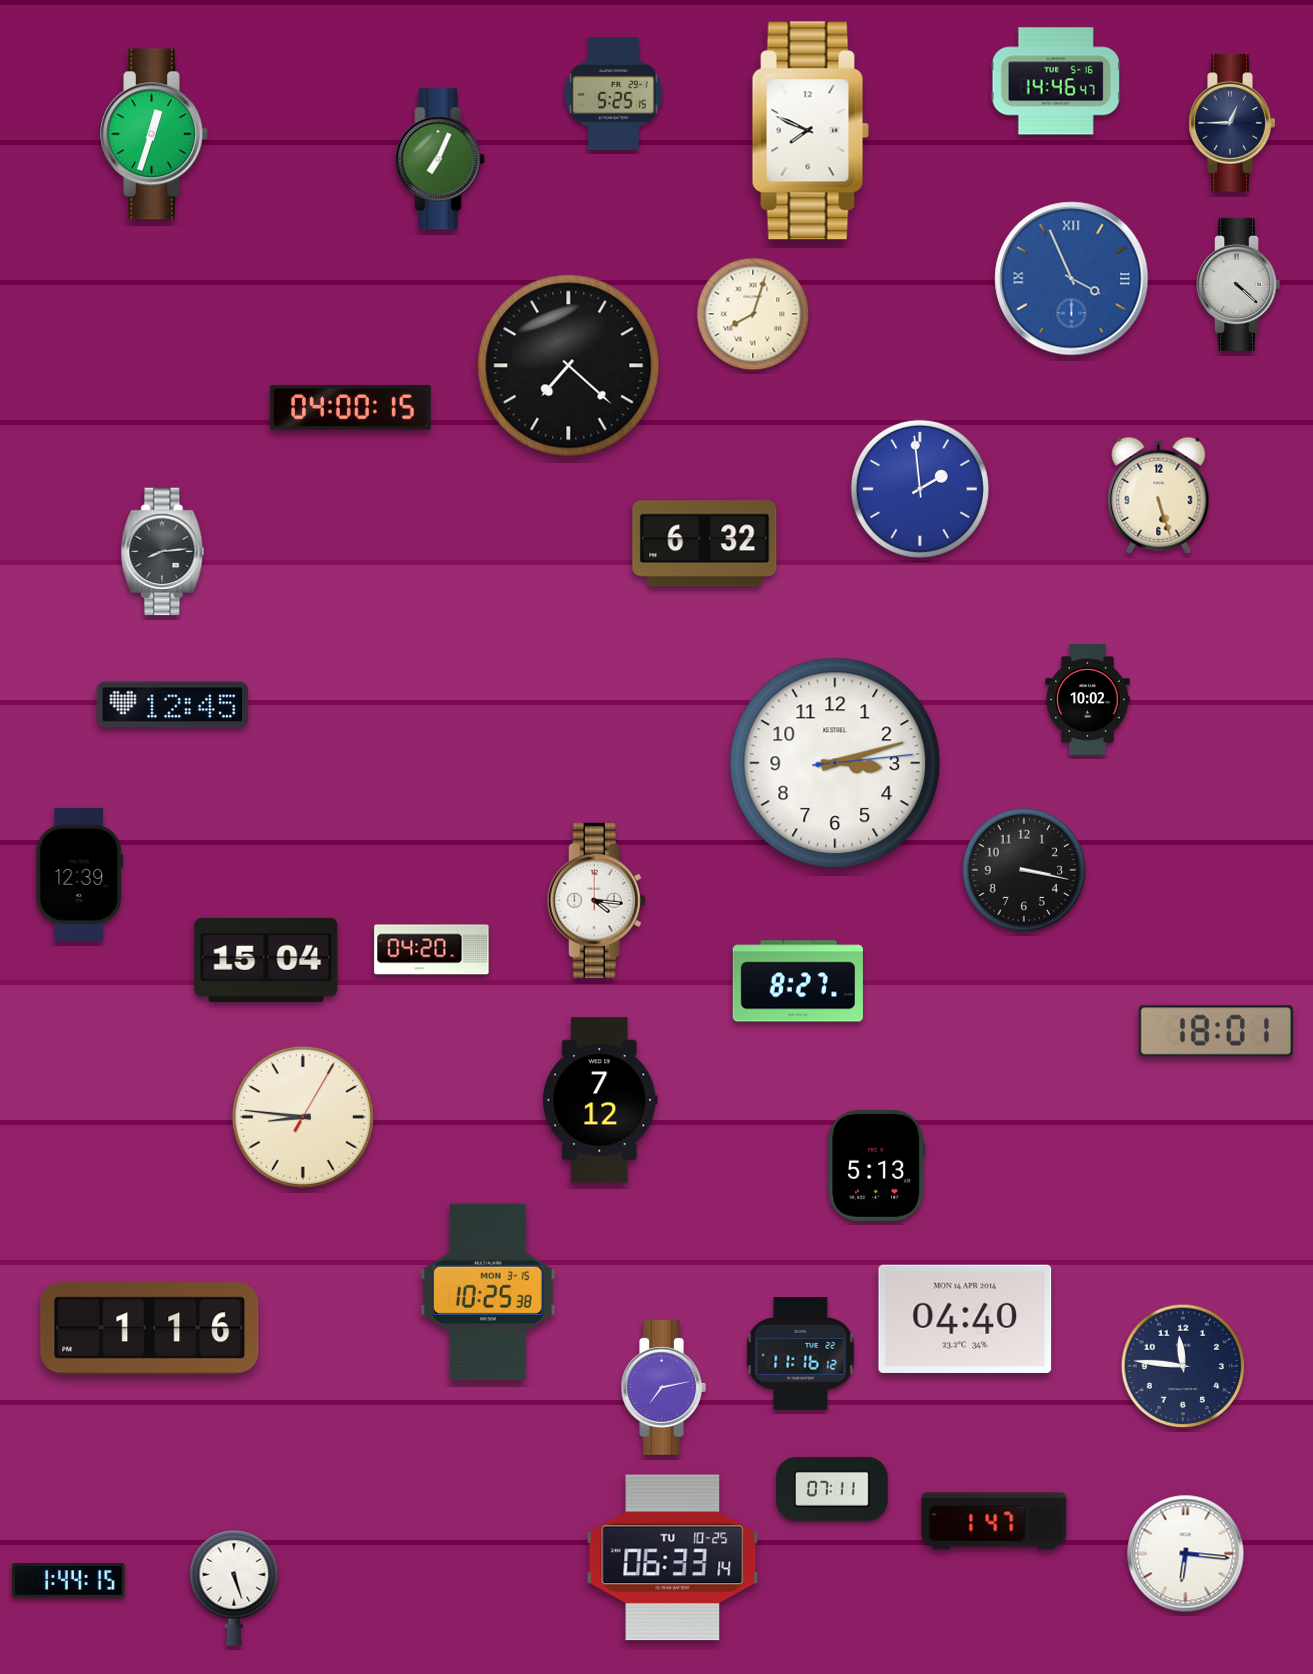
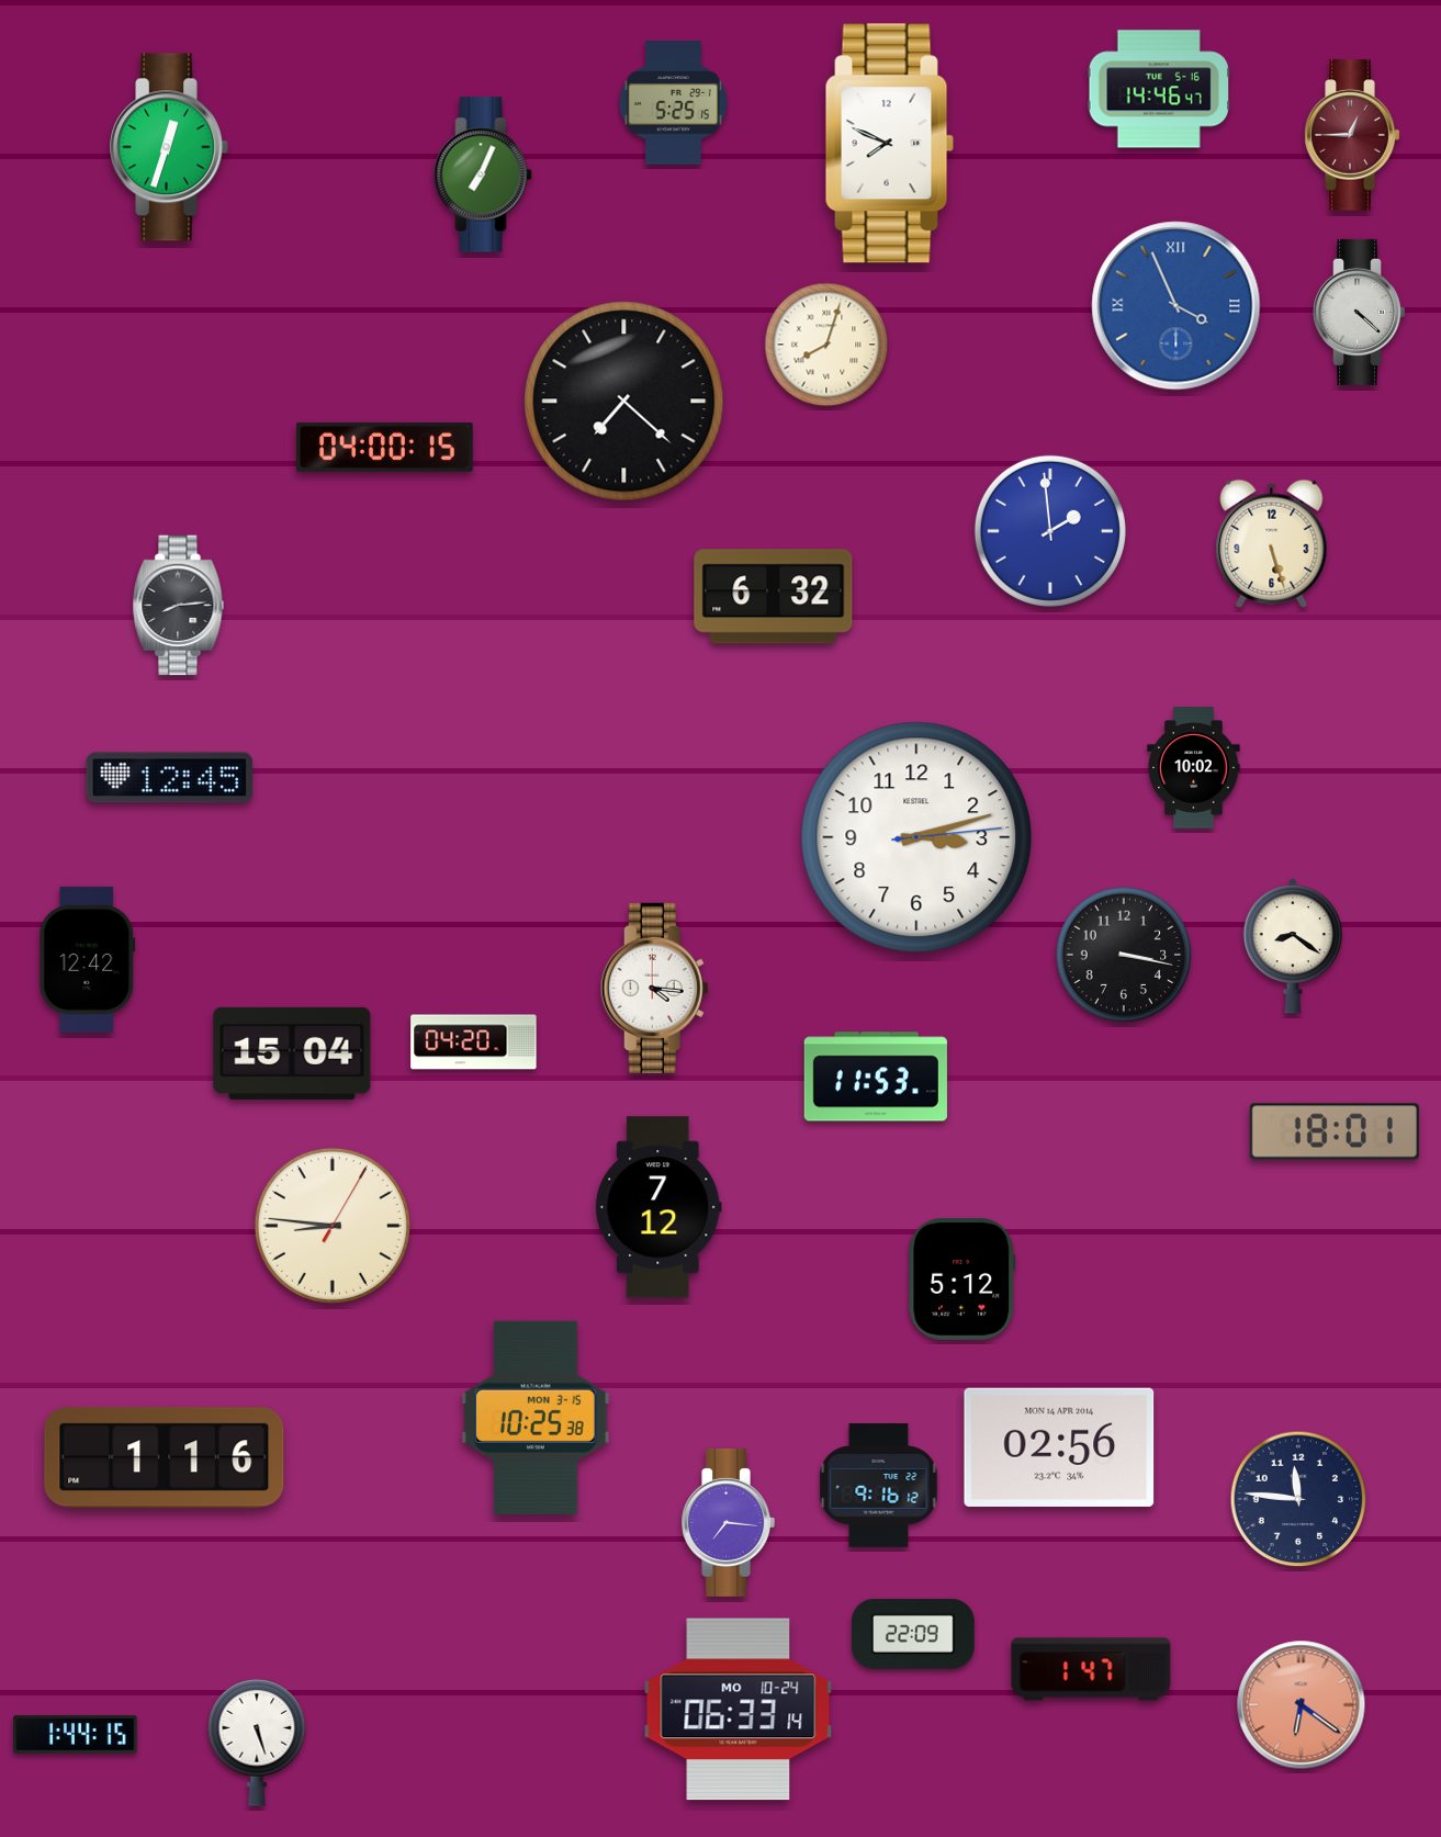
clock at (1232, 123) dial: navy -> burgundy
clock at (920, 489) position: (920, 489) -> (1050, 531)
clock at (173, 705) position: (173, 705) -> (170, 778)
clock at (1293, 946): none -> 8:21
clock at (80, 874): 12:39 -> 12:42
clock at (798, 981): 8:27 -> 11:53
clock at (877, 1165): 5:13 -> 5:12
clock at (965, 1319): 04:40 -> 02:56
clock at (801, 1354): 11:16 -> 9:16
clock at (663, 1387): 7:13 -> 7:16
clock at (833, 1489): 07:11 -> 22:09
clock at (1186, 1554): 6:16 -> 6:21
clock at (1186, 1554) dial: white -> salmon
clock at (673, 1558) date: TU 10-25 -> MO 10-24
